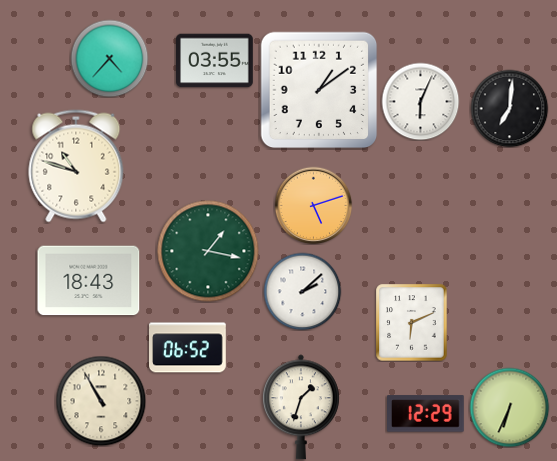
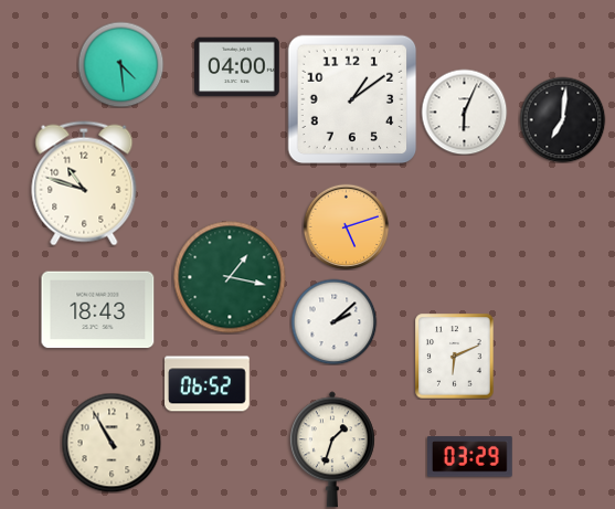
clock at (109, 58): 4:37 -> 4:29
clock at (215, 61): 03:55 -> 04:00
clock at (509, 407): 6:34 -> none
clock at (426, 414): 12:29 -> 03:29
